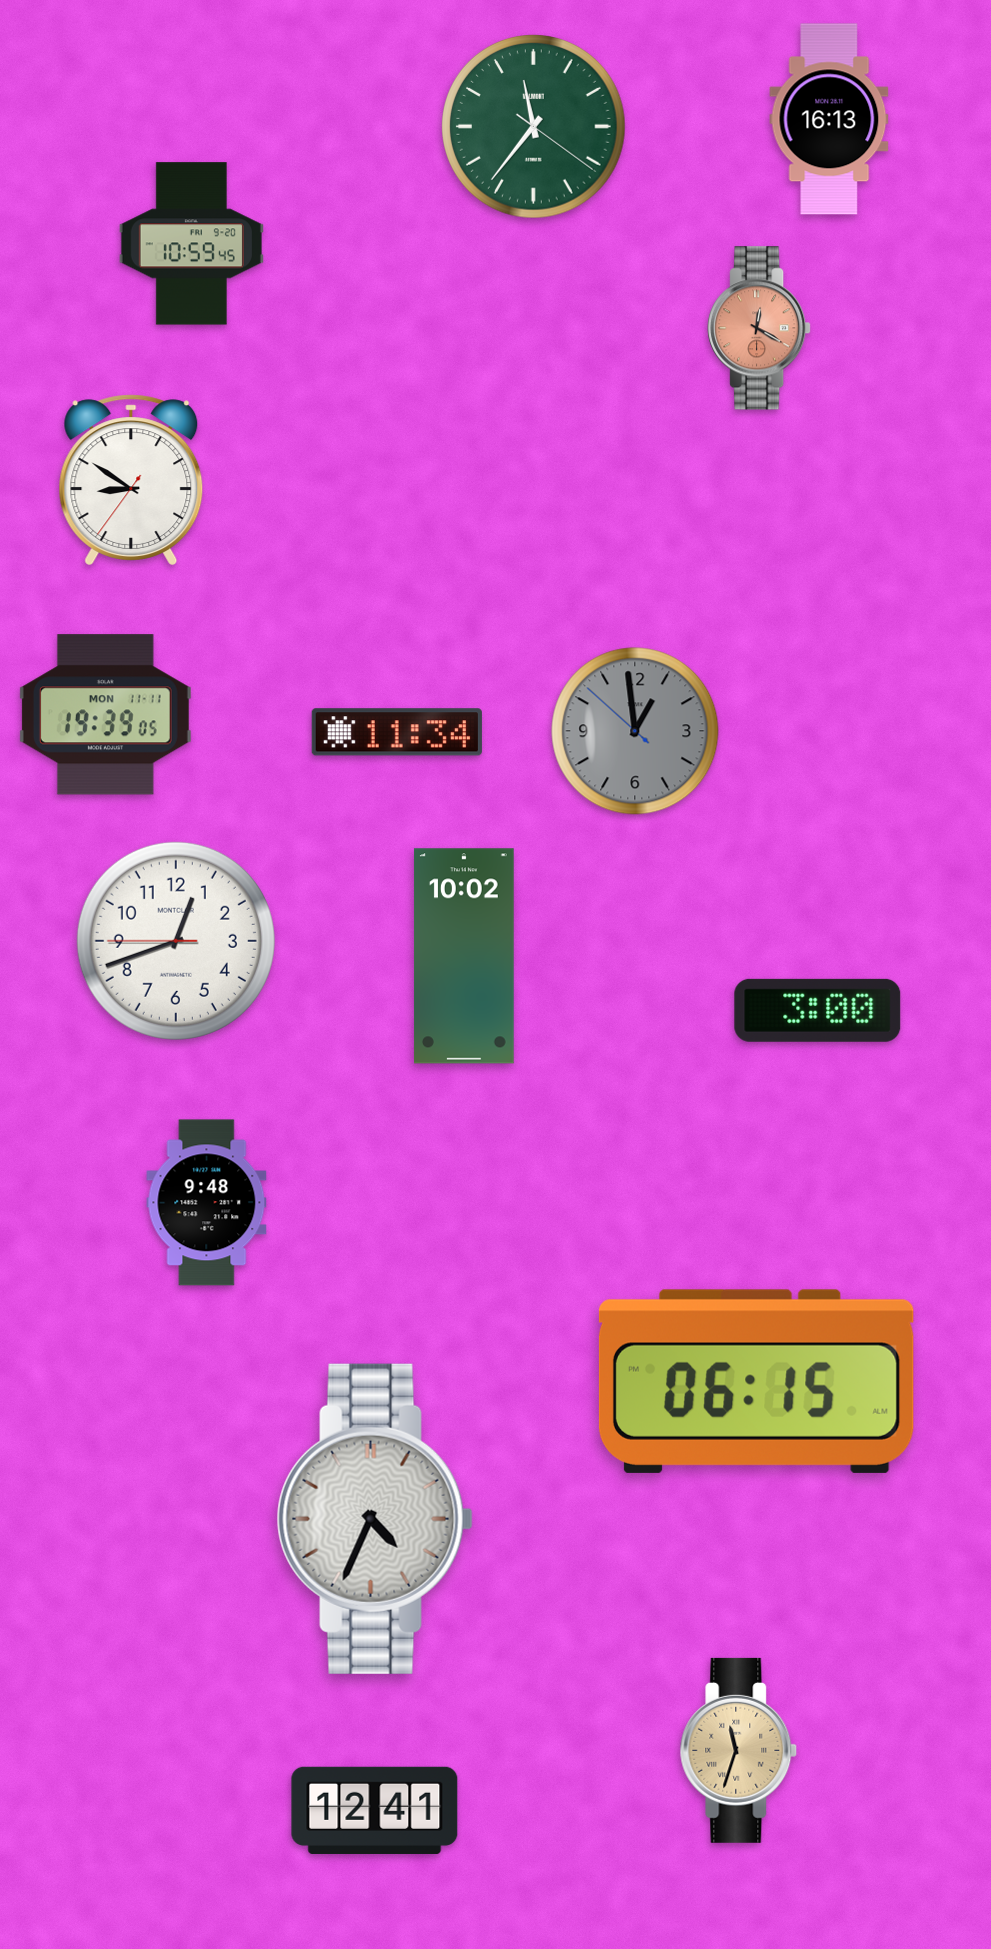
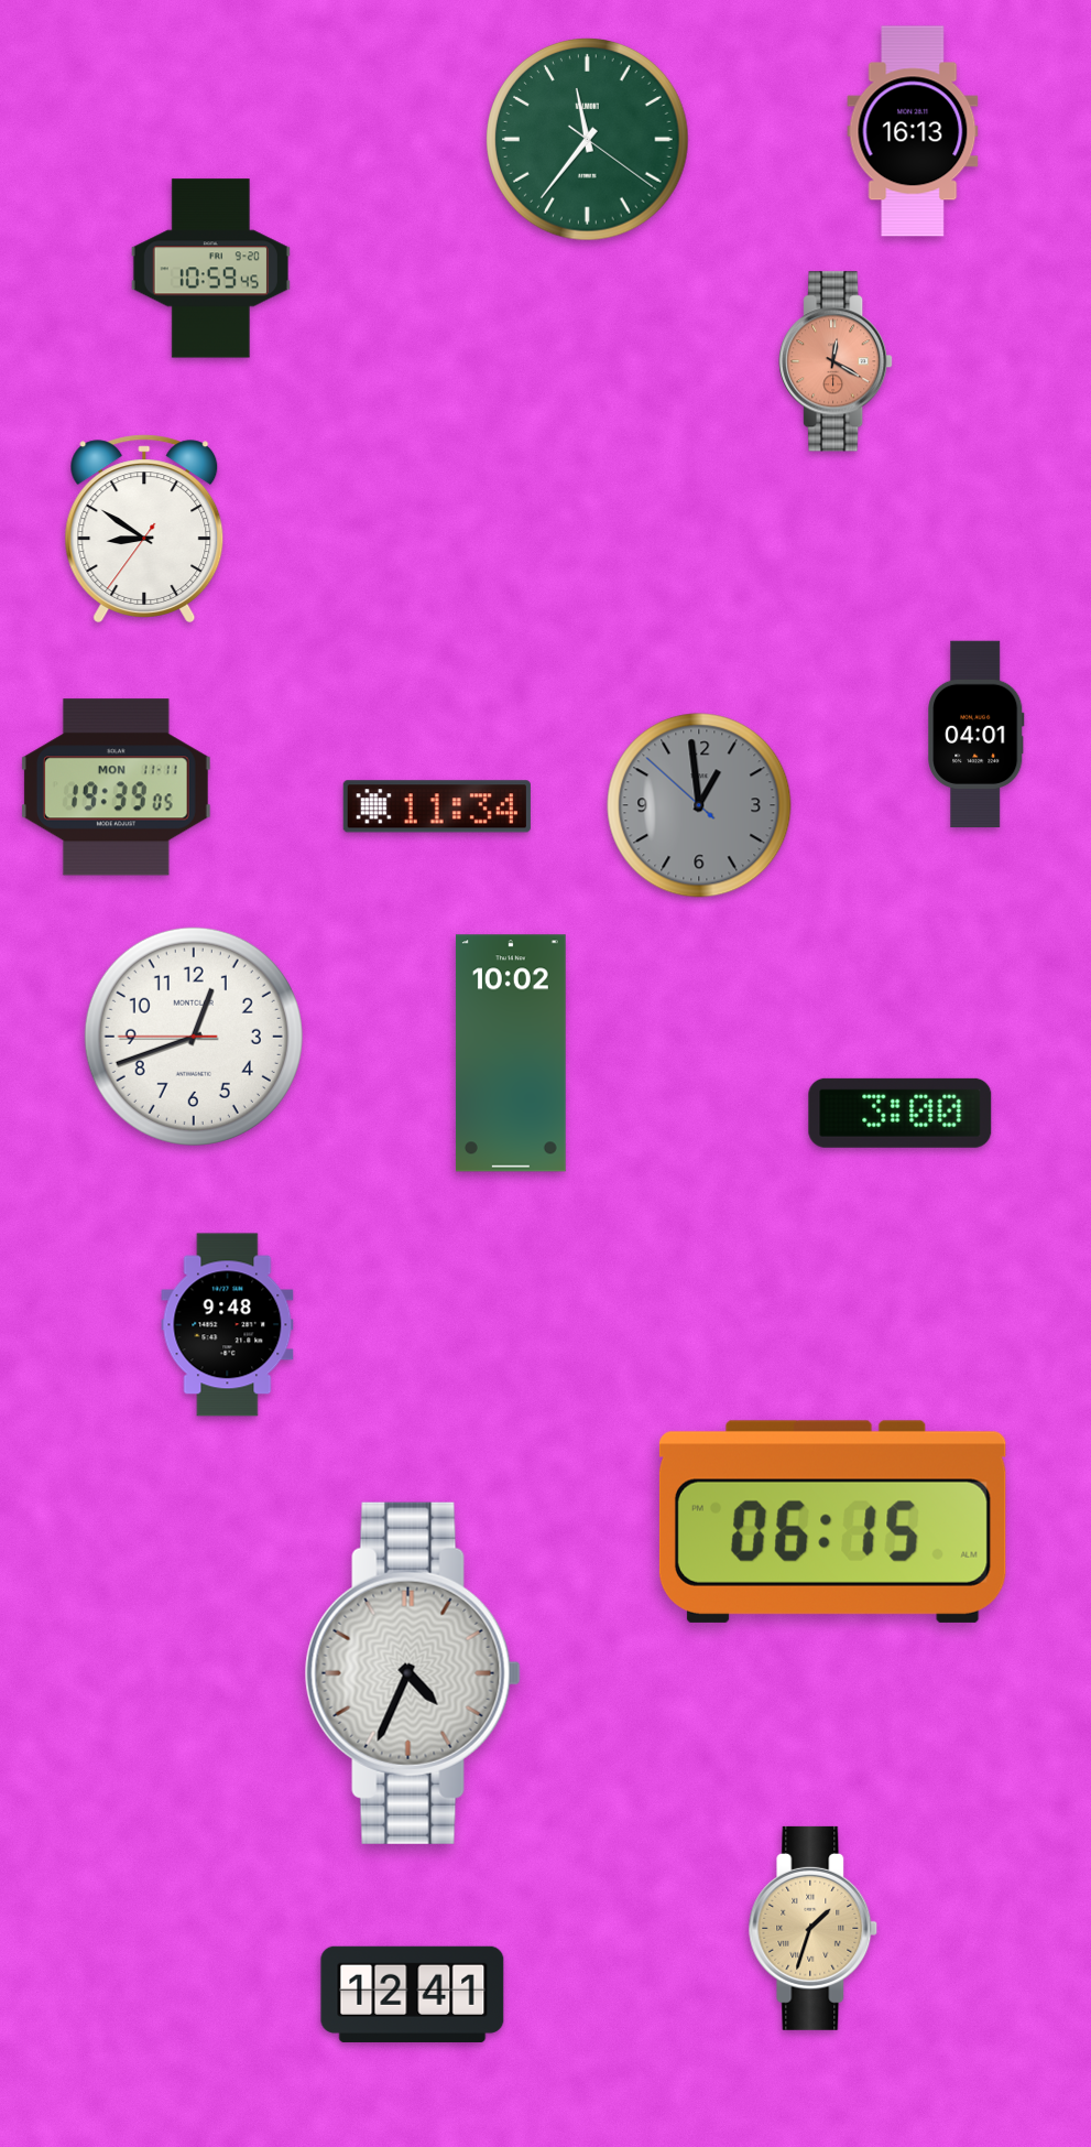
clock at (977, 735): none -> 04:01
clock at (739, 1750): 11:33 -> 1:33
